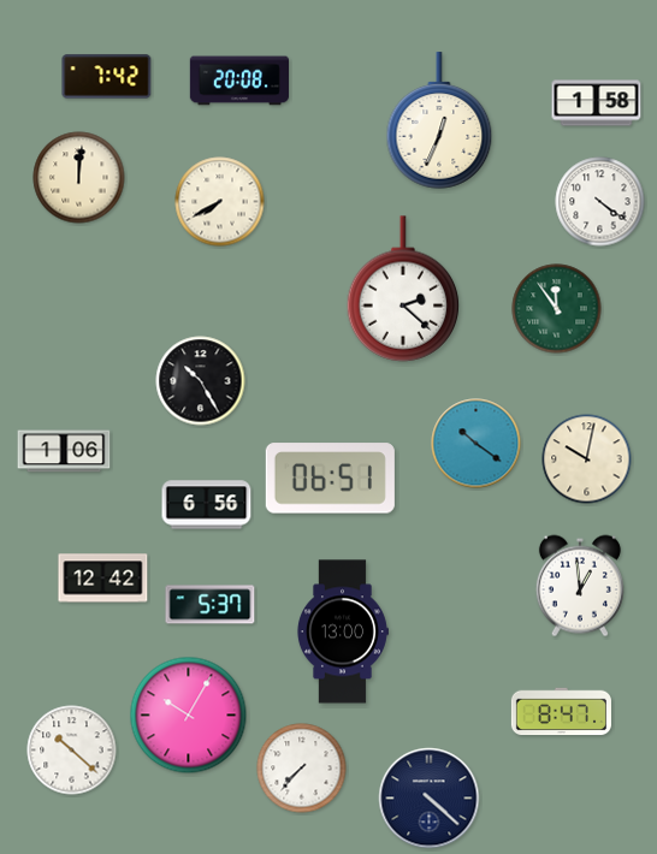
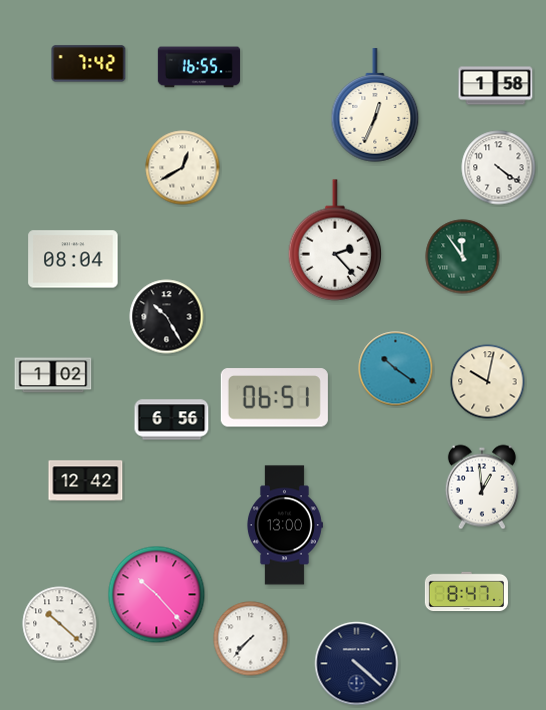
clock at (238, 81): 20:08 -> 16:55
clock at (439, 120) position: (439, 120) -> (375, 105)
clock at (79, 178): 12:01 -> none
clock at (220, 202): 7:40 -> 12:40
clock at (403, 289): 2:22 -> 2:23
clock at (73, 259): none -> 08:04
clock at (64, 451): 1:06 -> 1:02
clock at (211, 605): 5:37 -> none
clock at (189, 716): 10:05 -> 10:23
